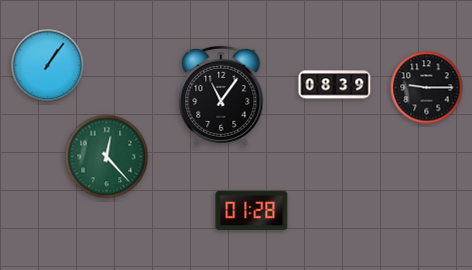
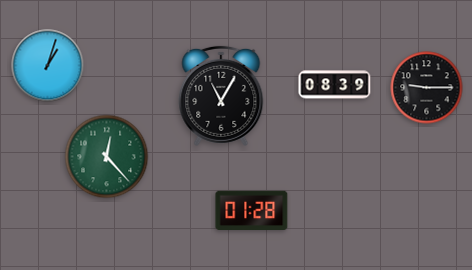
clock at (48, 66): 1:06 -> 1:03
clock at (221, 96): 11:06 -> 11:05
